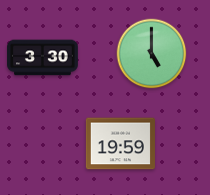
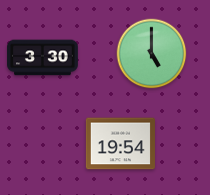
clock at (120, 144): 19:59 -> 19:54
